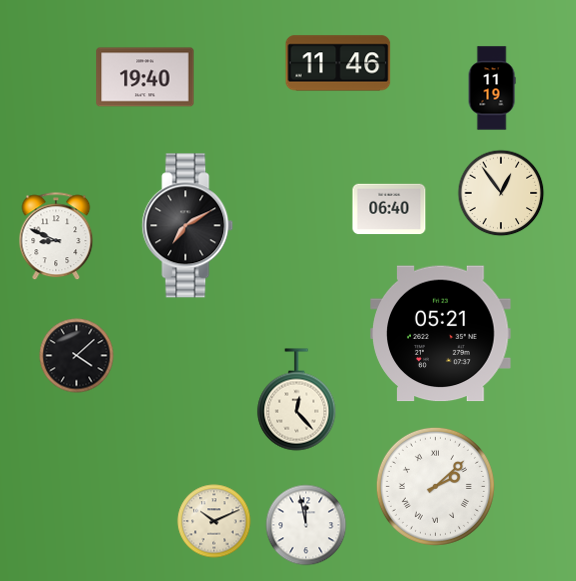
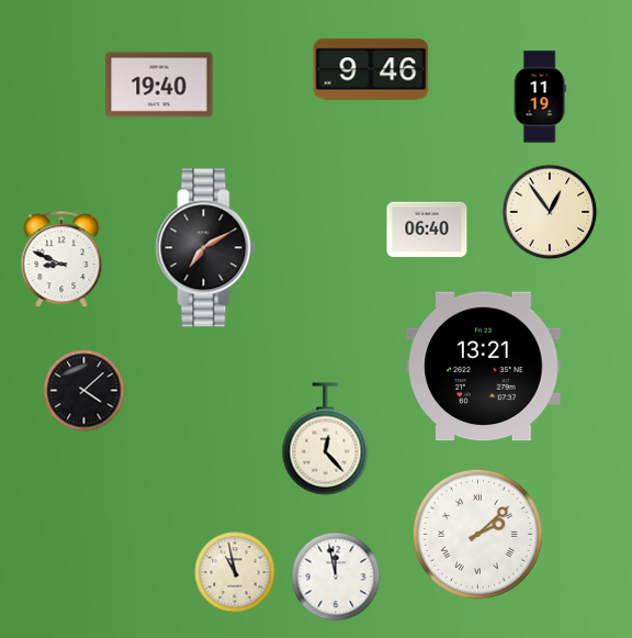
clock at (338, 63): 11:46 -> 9:46
clock at (441, 334): 05:21 -> 13:21
clock at (214, 521): 10:11 -> 10:58
